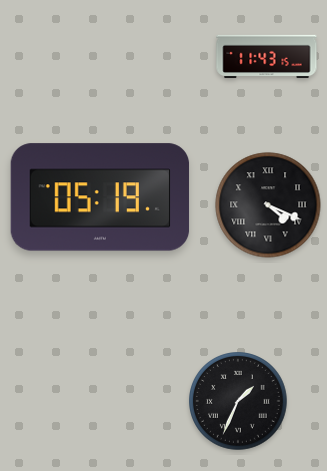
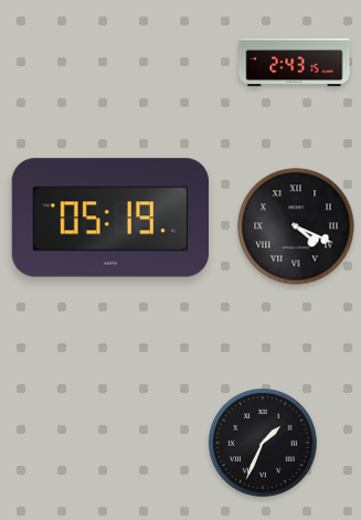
clock at (267, 57): 11:43 -> 2:43
